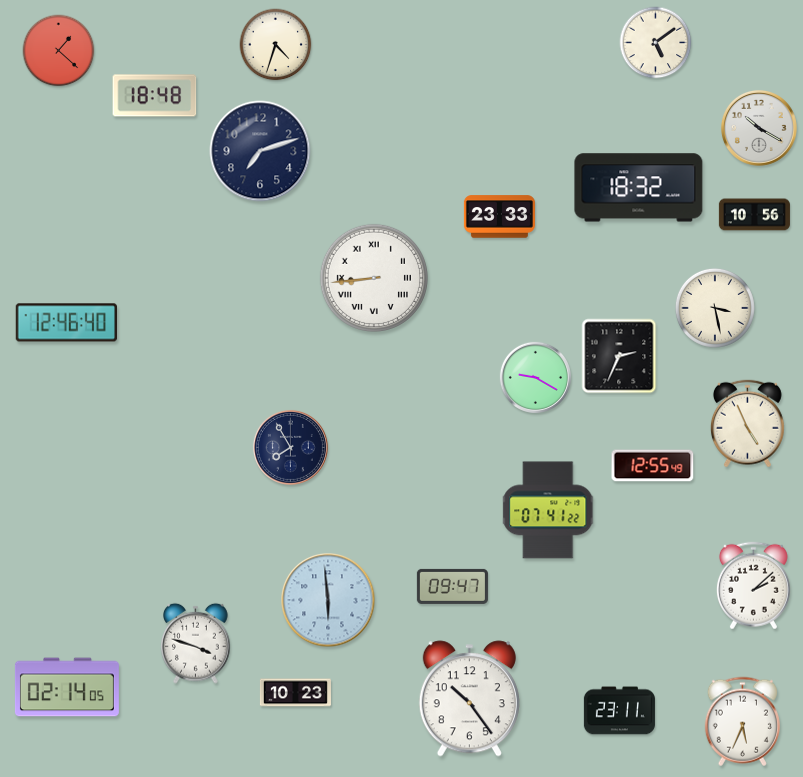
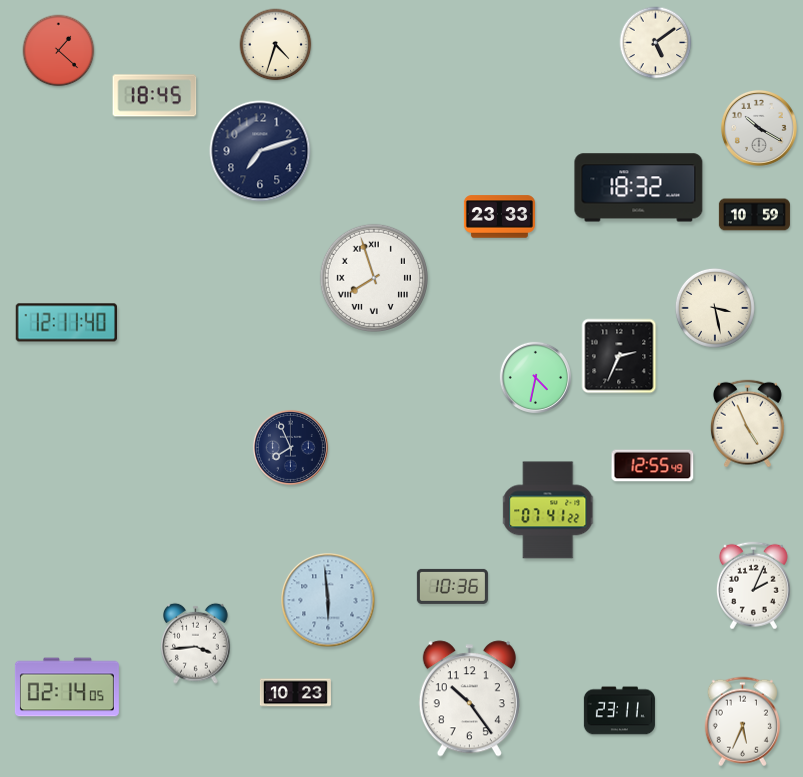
clock at (155, 96): 18:48 -> 18:45
clock at (754, 215): 10:56 -> 10:59
clock at (374, 278): 8:44 -> 7:57
clock at (66, 323): 12:46 -> 12:11
clock at (535, 377): 9:20 -> 4:32
clock at (290, 447): 7:55 -> 7:56
clock at (452, 586): 09:47 -> 10:36
clock at (753, 586): 2:08 -> 2:04
clock at (196, 643): 3:48 -> 3:44
